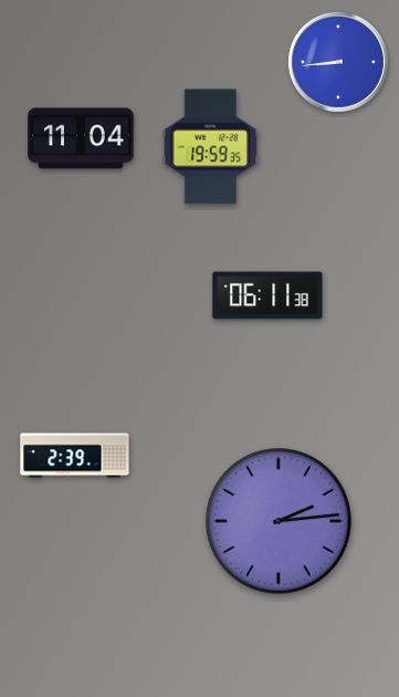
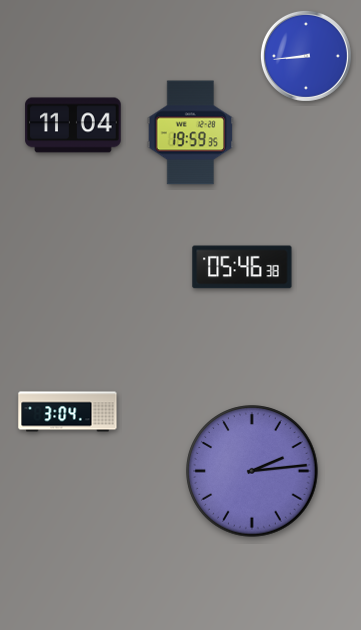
clock at (267, 295): 06:11 -> 05:46
clock at (75, 456): 2:39 -> 3:04
